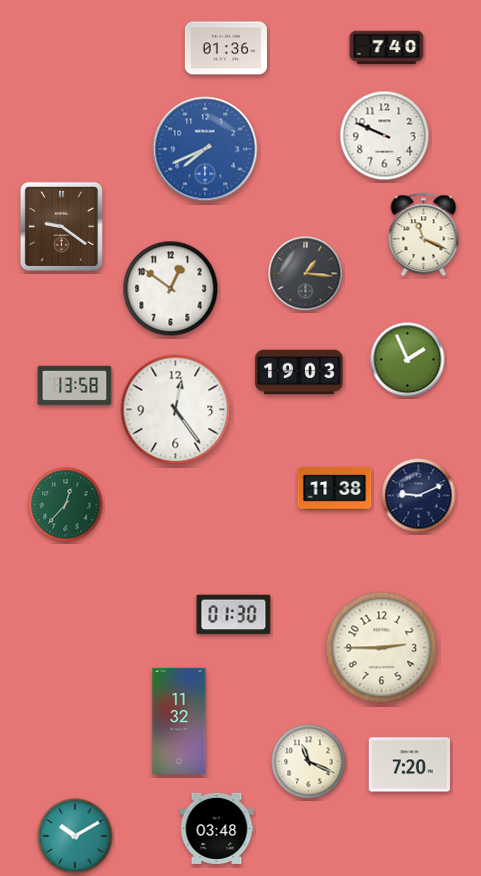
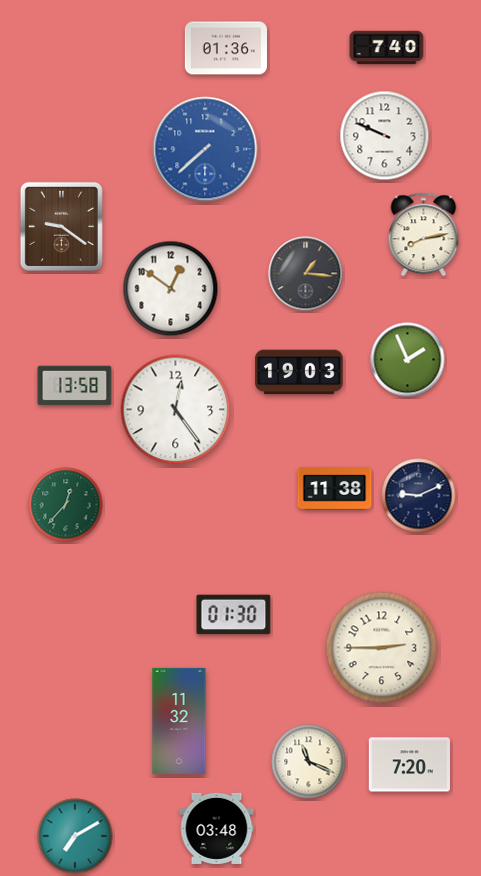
clock at (205, 149): 7:41 -> 7:38
clock at (424, 235): 11:19 -> 8:13
clock at (75, 836): 10:10 -> 7:10
